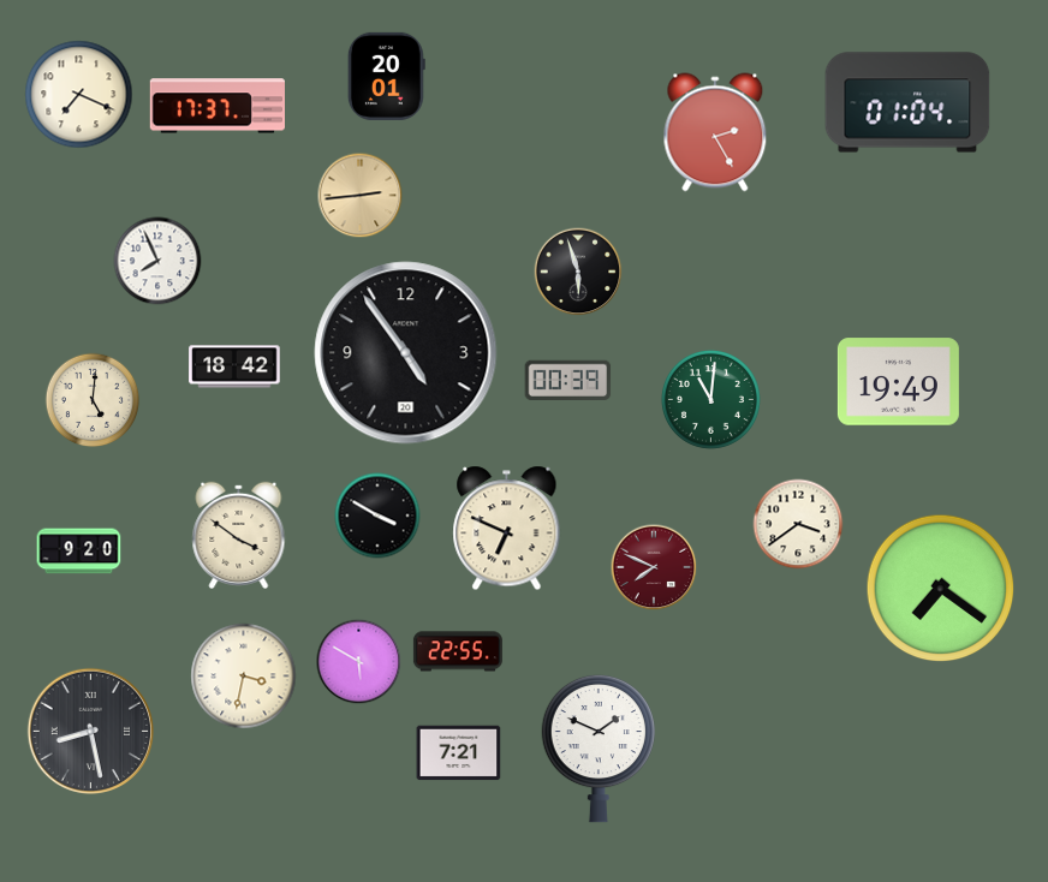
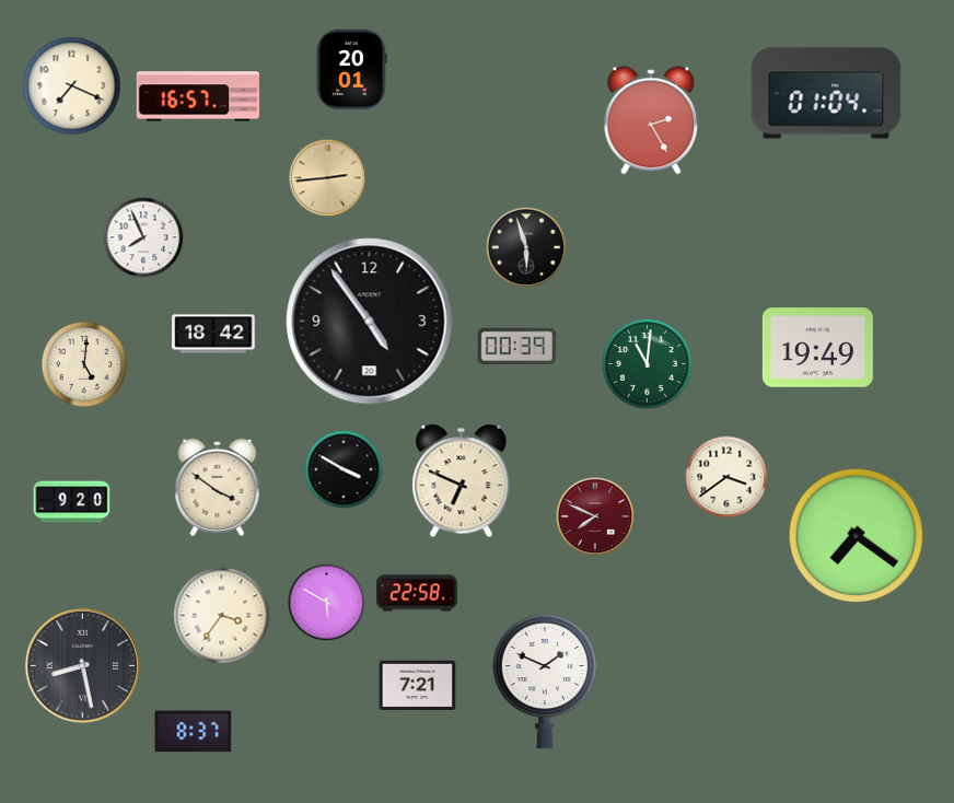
clock at (216, 106): 17:37 -> 16:57
clock at (458, 651): 22:55 -> 22:58
clock at (244, 677): 3:32 -> 3:36
clock at (194, 732): none -> 8:37
